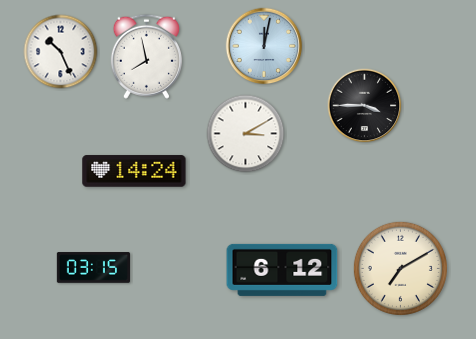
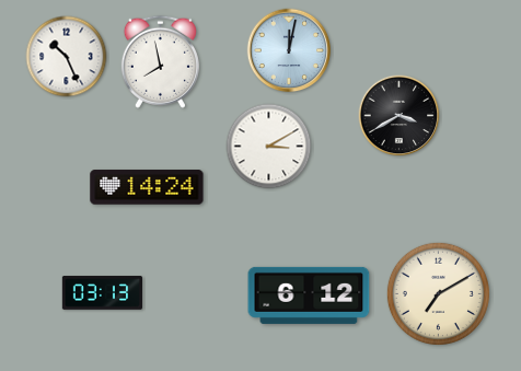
clock at (365, 106): 3:45 -> 3:40
clock at (93, 268): 03:15 -> 03:13
